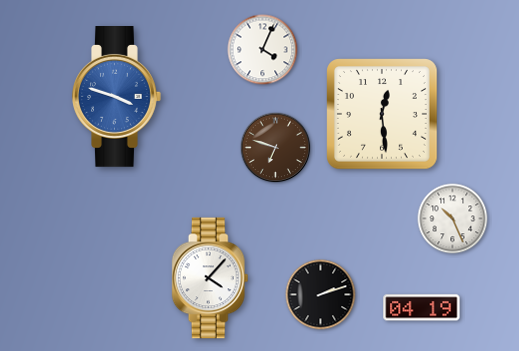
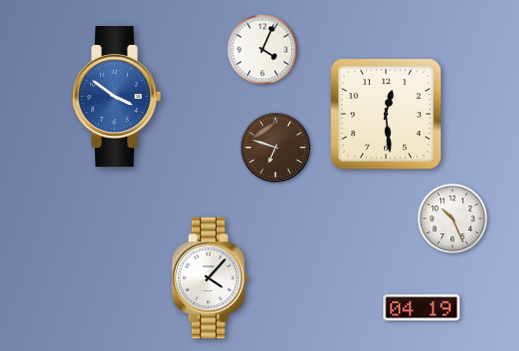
clock at (117, 97): 3:48 -> 3:51
clock at (382, 114) position: (382, 114) -> (386, 114)
clock at (321, 295): 2:12 -> none
